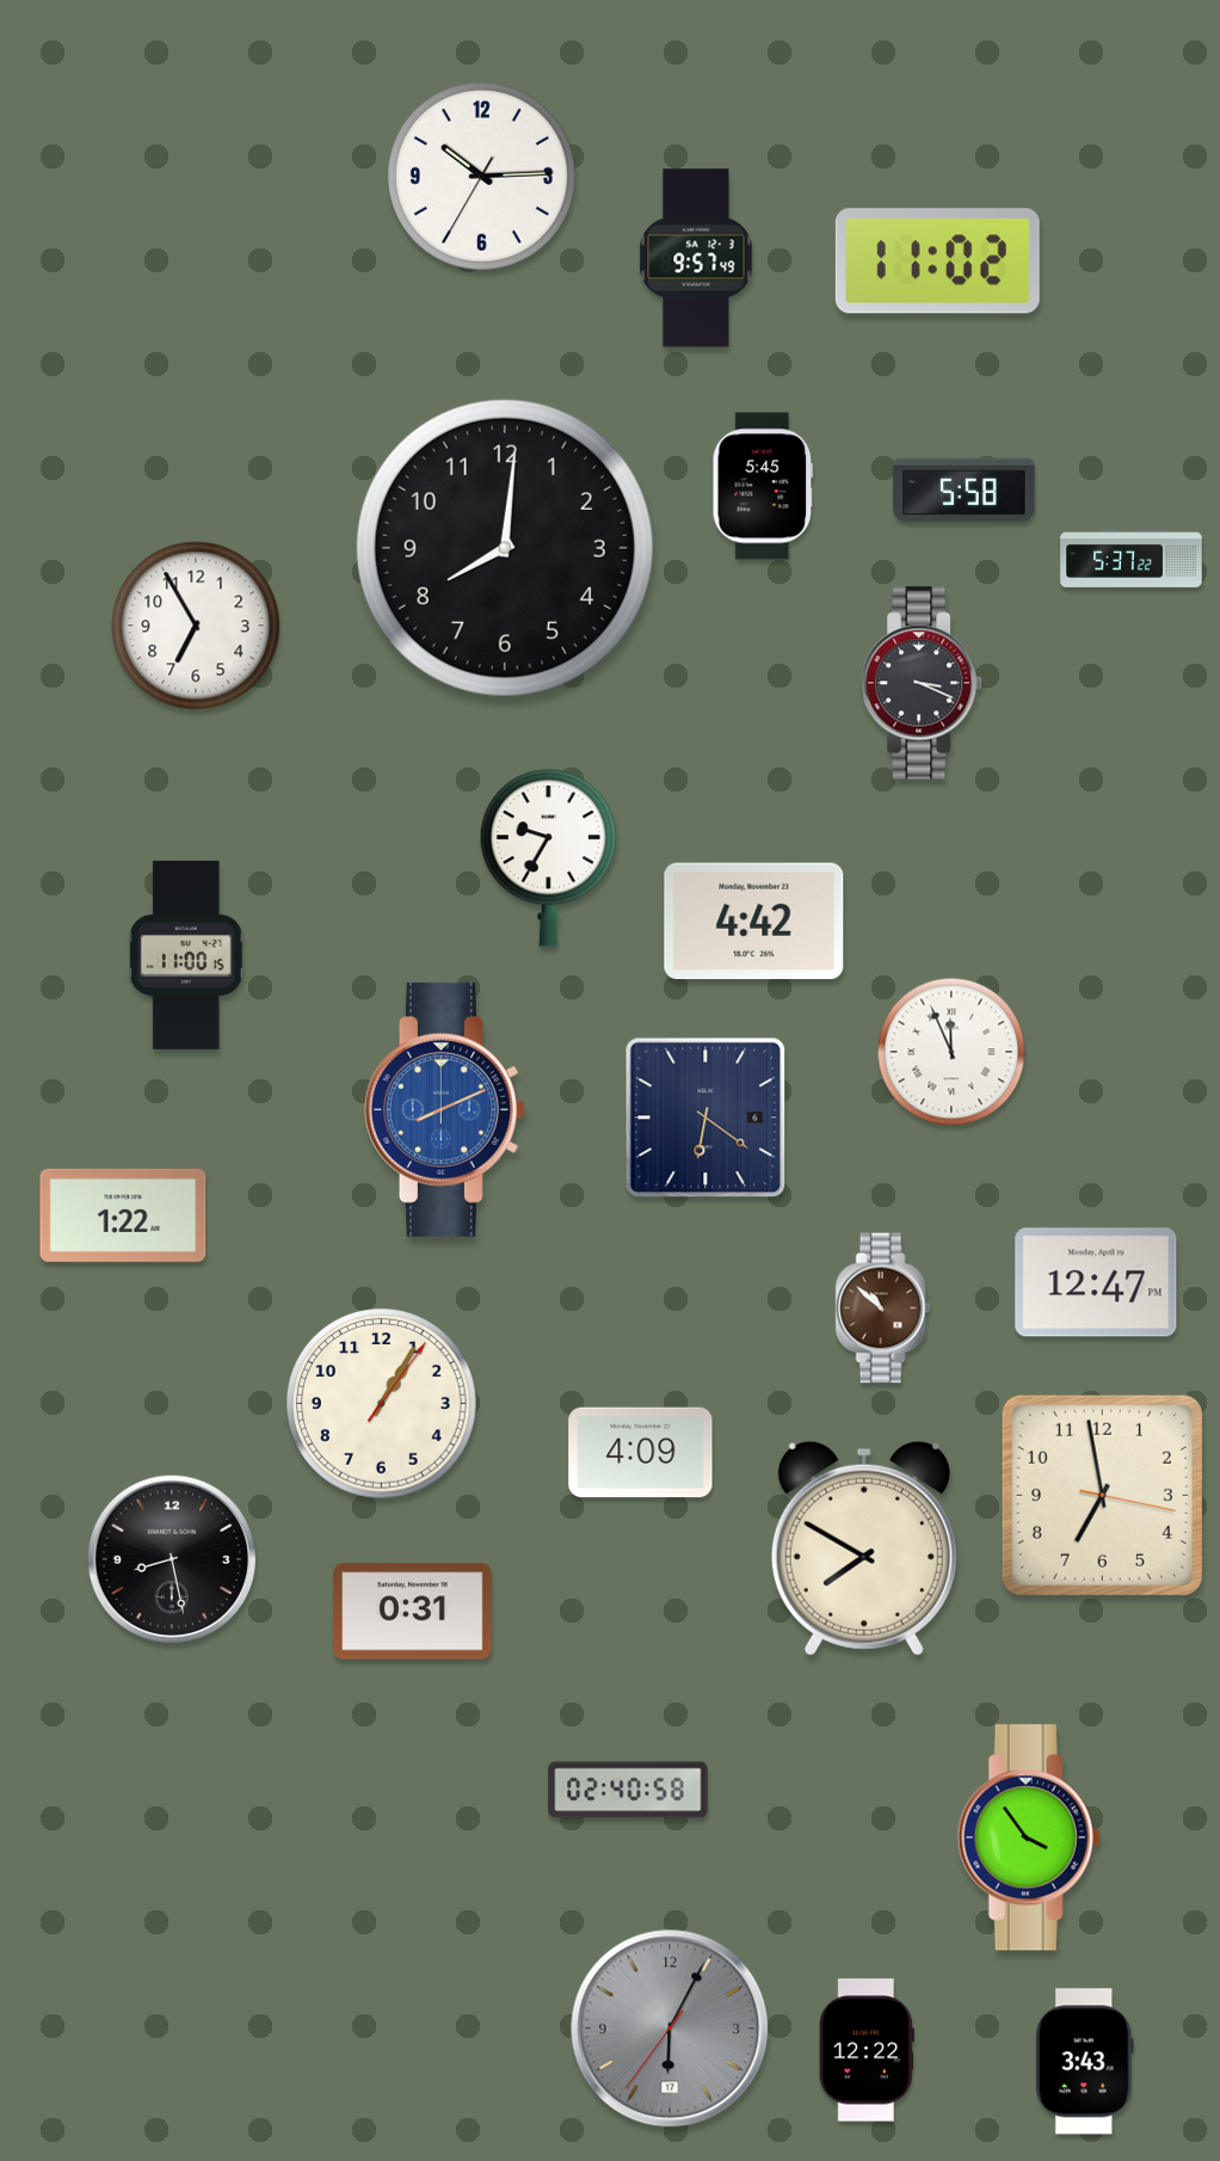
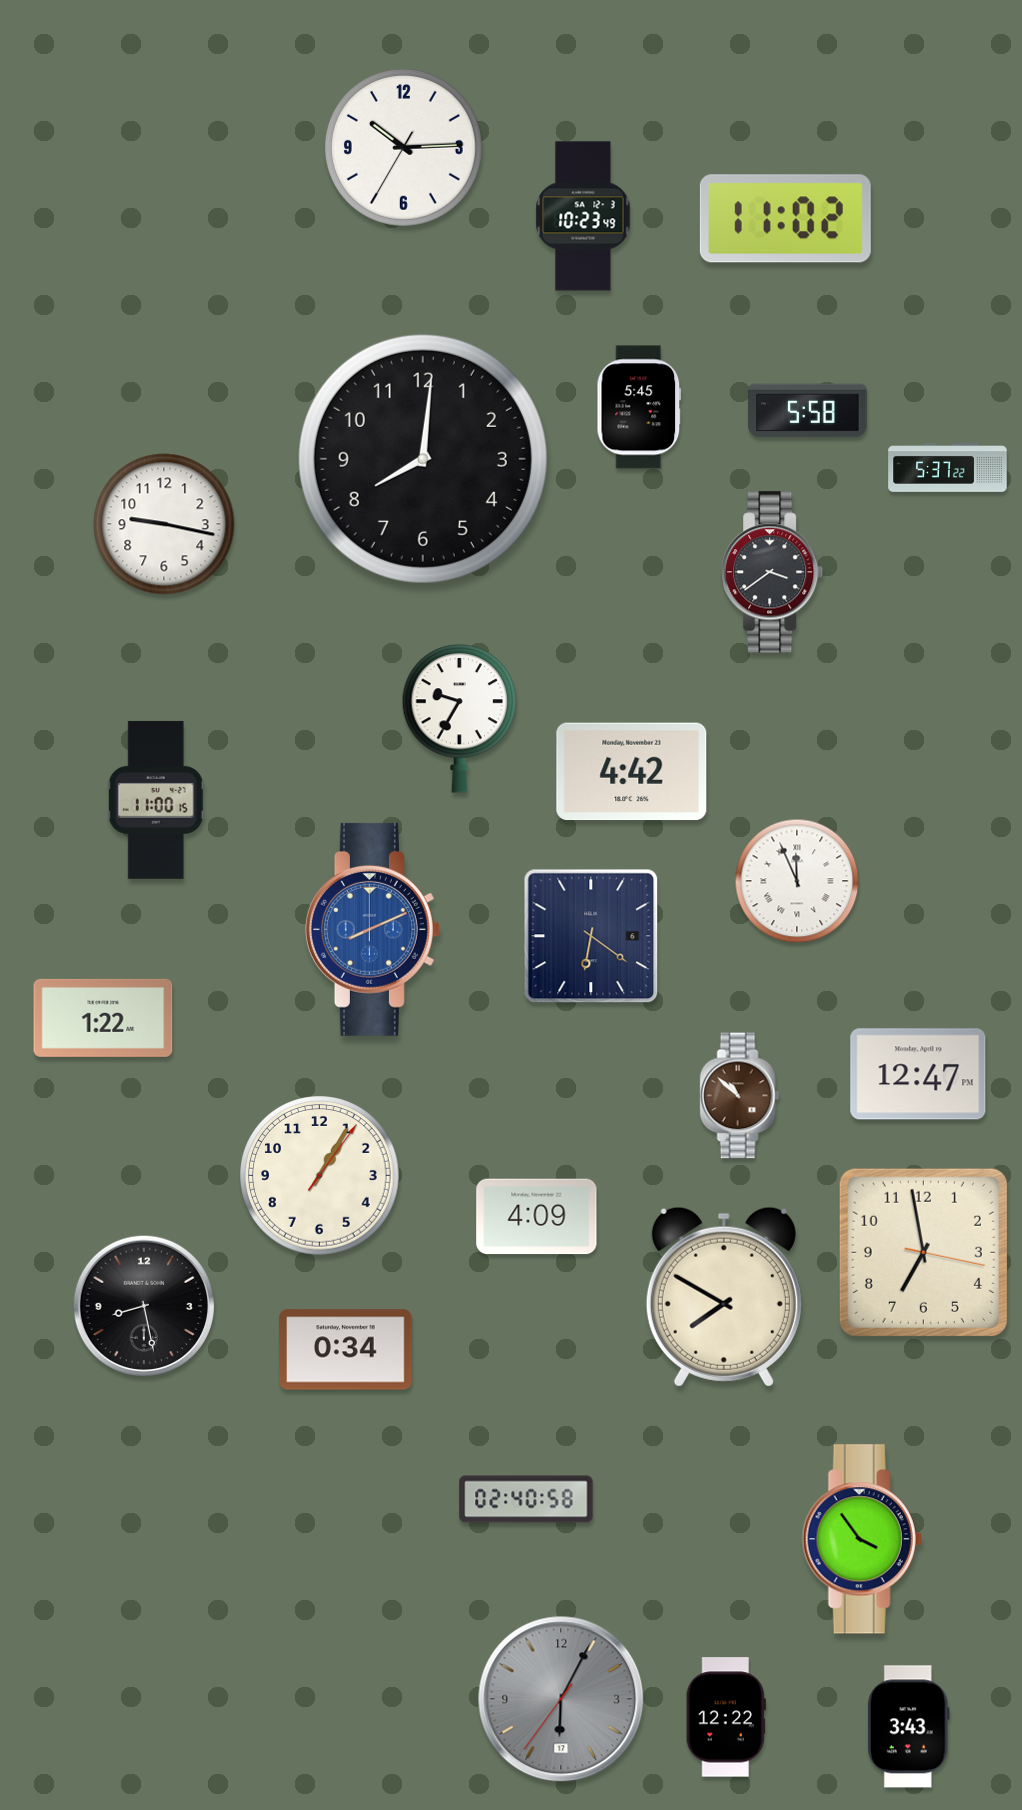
clock at (696, 258): 9:57 -> 10:23
clock at (196, 626): 6:55 -> 9:17
clock at (923, 683): 3:19 -> 3:39
clock at (413, 1612): 0:31 -> 0:34
